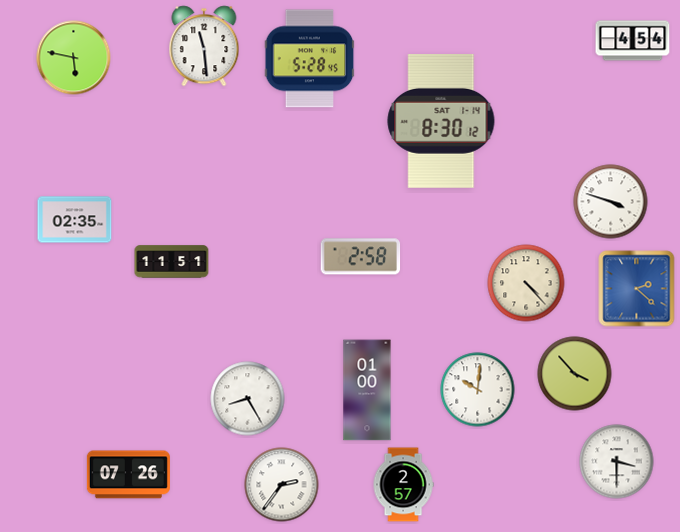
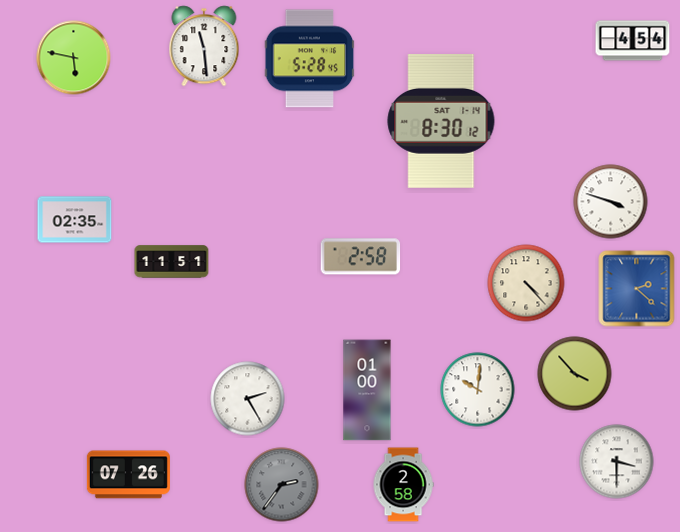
clock at (248, 399): 8:25 -> 2:25
clock at (282, 485) dial: white -> grey
clock at (403, 485): 2:57 -> 2:58
